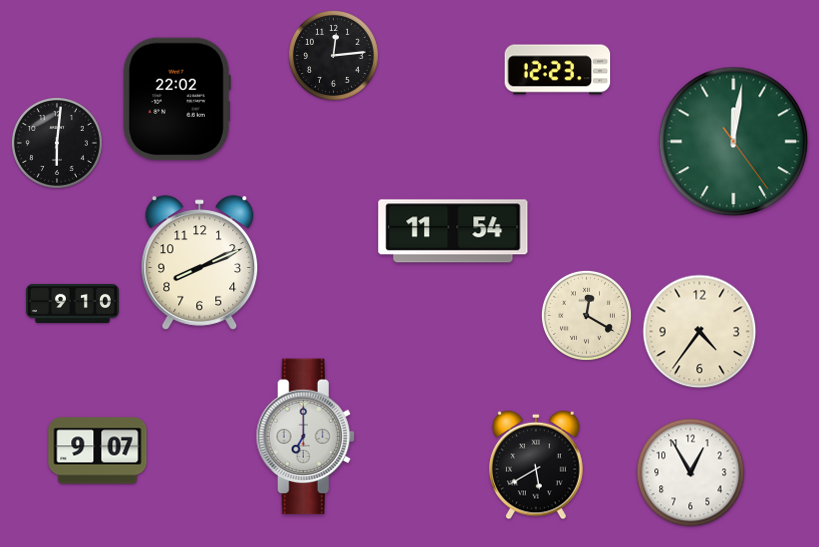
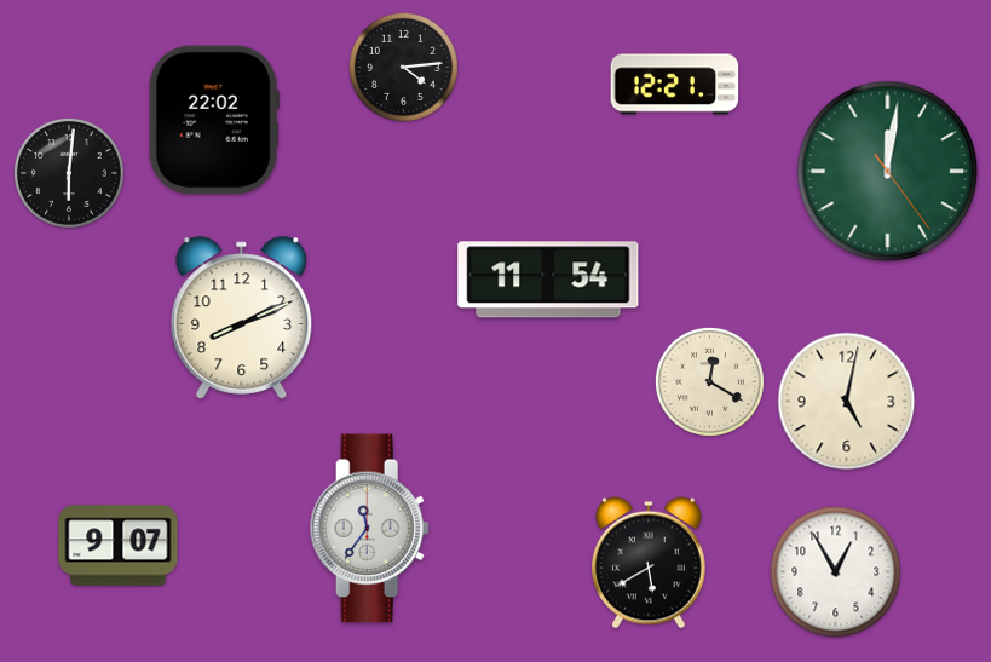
clock at (333, 55): 12:14 -> 4:14
clock at (558, 70): 12:23 -> 12:21
clock at (72, 303): 9:10 -> none
clock at (700, 332): 4:36 -> 5:02
clock at (305, 437): 7:00 -> 11:36
